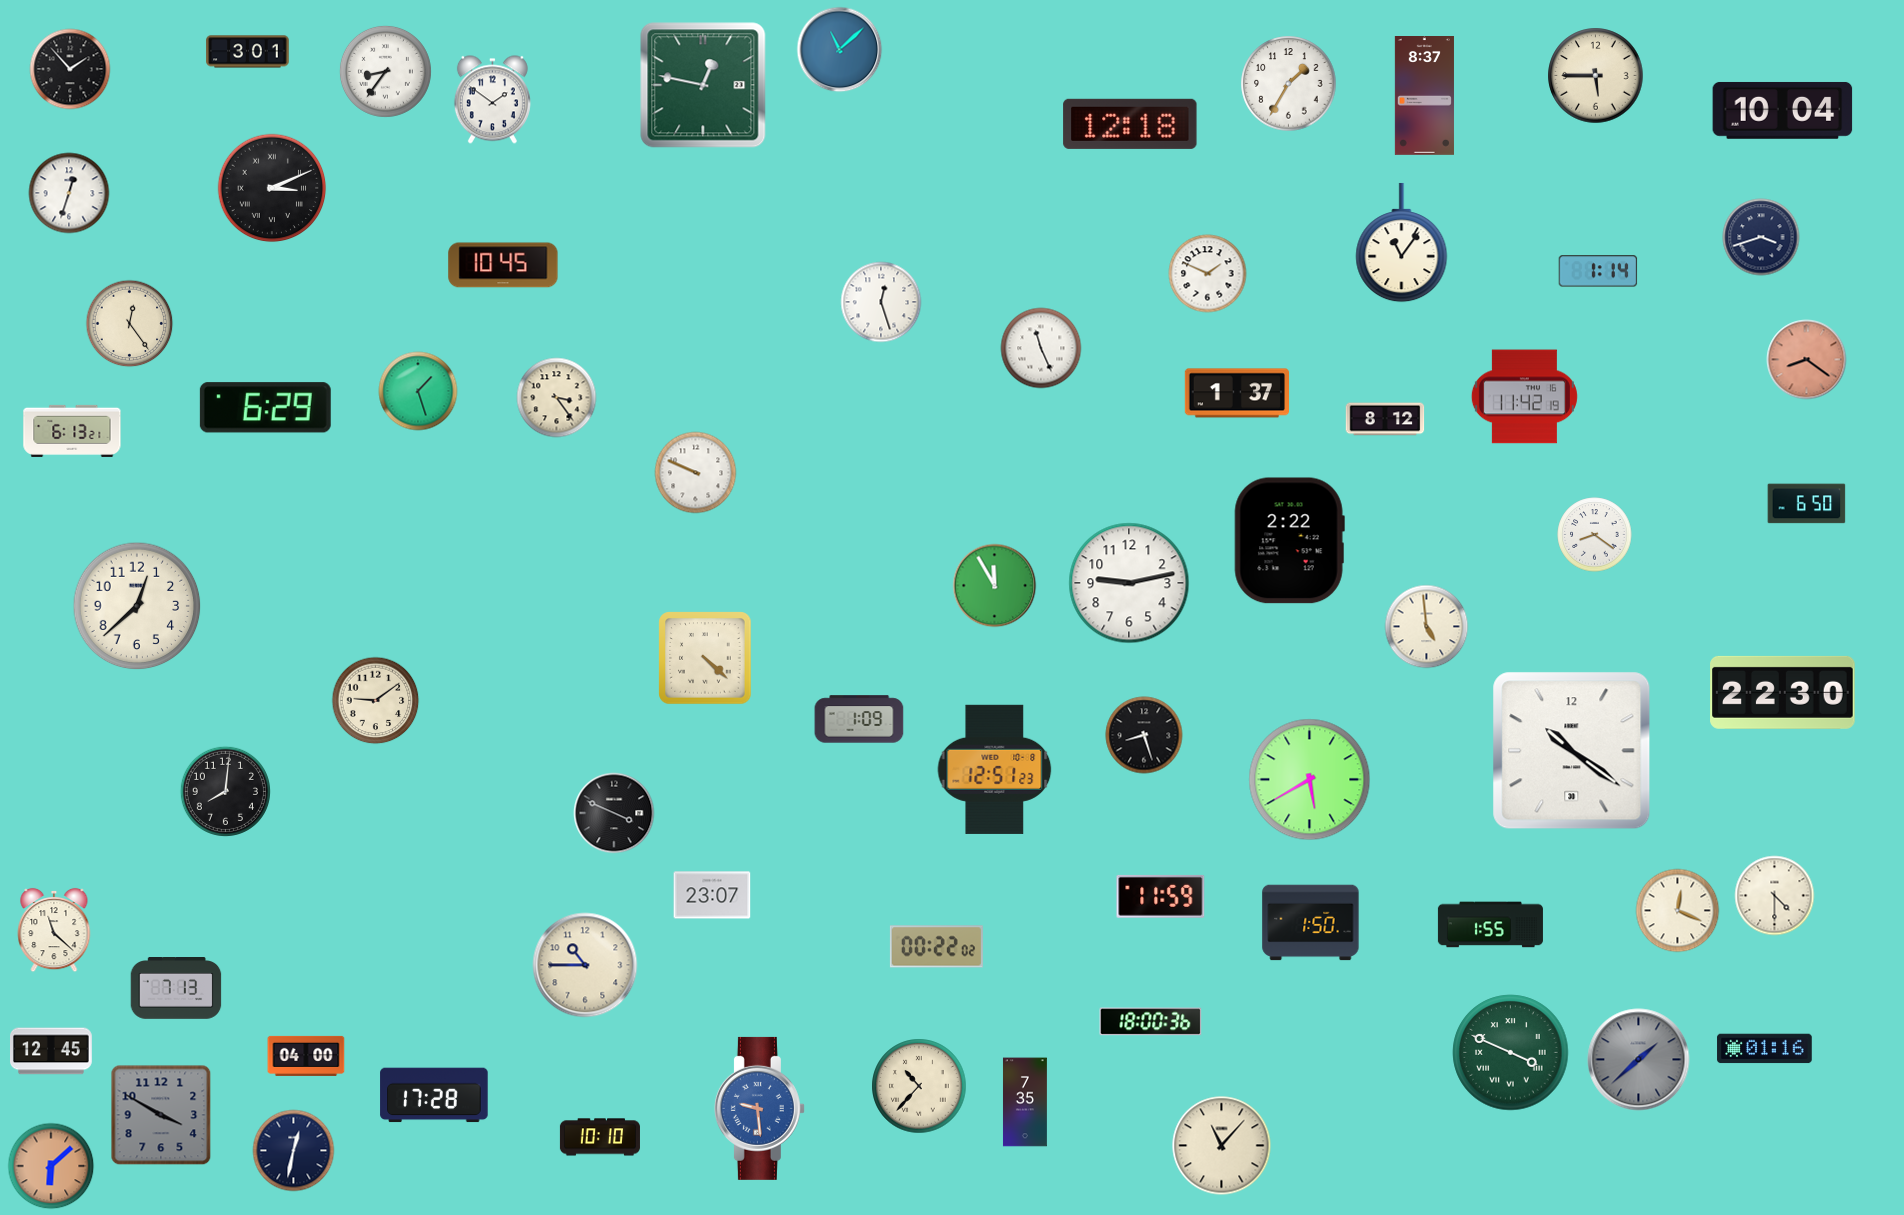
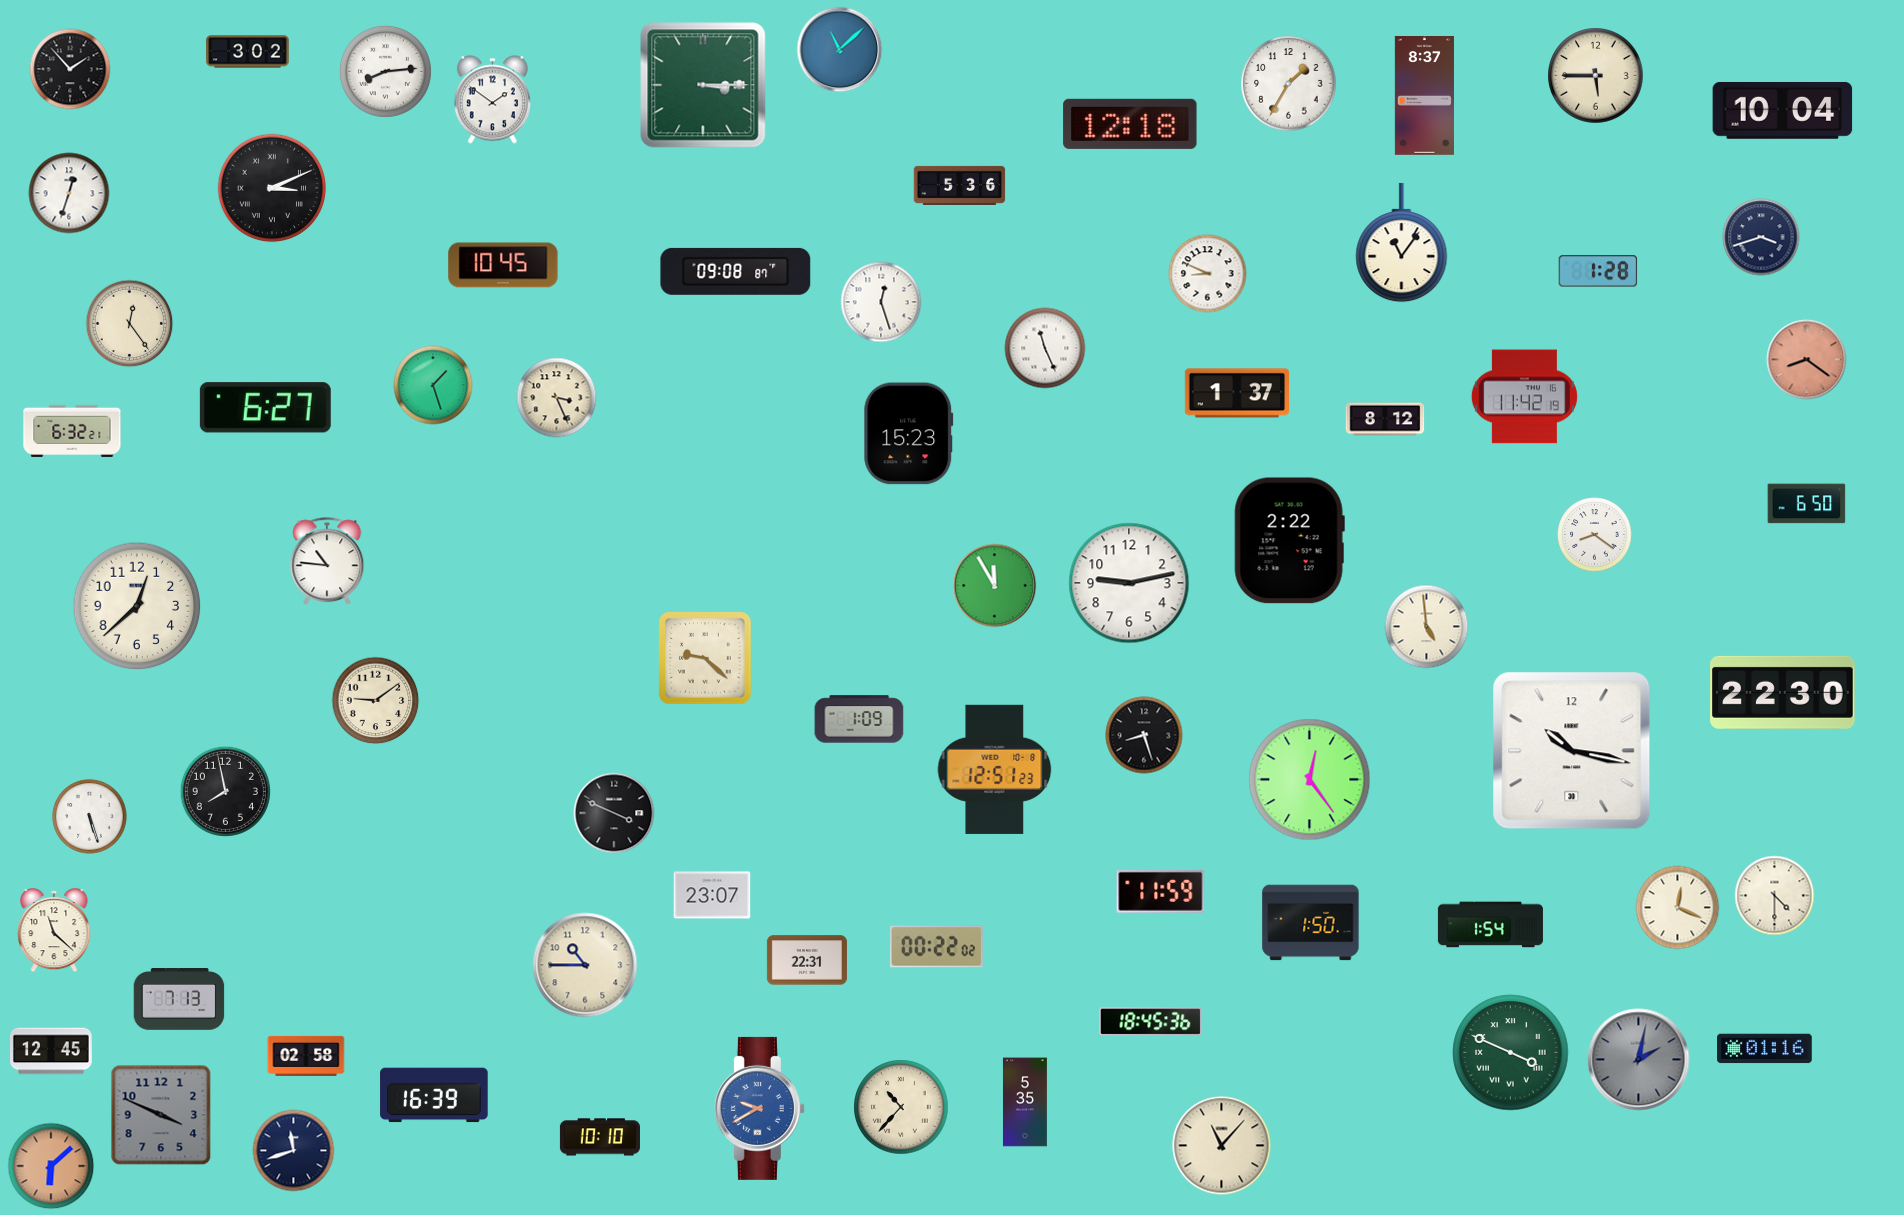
clock at (248, 52): 3:01 -> 3:02
clock at (385, 71): 8:36 -> 8:14
clock at (703, 85): 12:47 -> 3:15
clock at (960, 185): none -> 5:36
clock at (736, 271): none -> 09:08
clock at (1598, 271): 1:14 -> 1:28
clock at (1208, 274): 1:49 -> 8:49
clock at (1041, 348) position: (1041, 348) -> (1045, 348)
clock at (418, 391) position: (418, 391) -> (433, 385)
clock at (557, 398): 3:24 -> 3:26
clock at (265, 408): 6:29 -> 6:27
clock at (72, 431): 6:13 -> 6:32
clock at (909, 434): none -> 15:23
clock at (696, 473): 9:49 -> none
clock at (327, 562): none -> 10:46
clock at (705, 658): 4:22 -> 9:22
clock at (1572, 751): 10:21 -> 10:17
clock at (1310, 780): 5:40 -> 12:24
clock at (225, 791): 8:01 -> 7:58
clock at (90, 817): none -> 5:27
clock at (1161, 896) position: (1161, 896) -> (1161, 891)
clock at (1678, 911) position: (1678, 911) -> (1678, 908)
clock at (1490, 925): 1:55 -> 1:54
clock at (807, 960): none -> 22:31
clock at (176, 989) position: (176, 989) -> (179, 1000)
clock at (1151, 1022): 18:00 -> 18:45
clock at (306, 1056): 04:00 -> 02:58
clock at (1639, 1060): 1:38 -> 2:02
clock at (919, 1086) position: (919, 1086) -> (901, 1107)
clock at (434, 1095): 17:28 -> 16:39
clock at (1025, 1102): 7:35 -> 5:35
clock at (759, 1108): 9:29 -> 9:40
clock at (161, 1115): 3:50 -> 3:49
clock at (294, 1151): 12:32 -> 11:42
